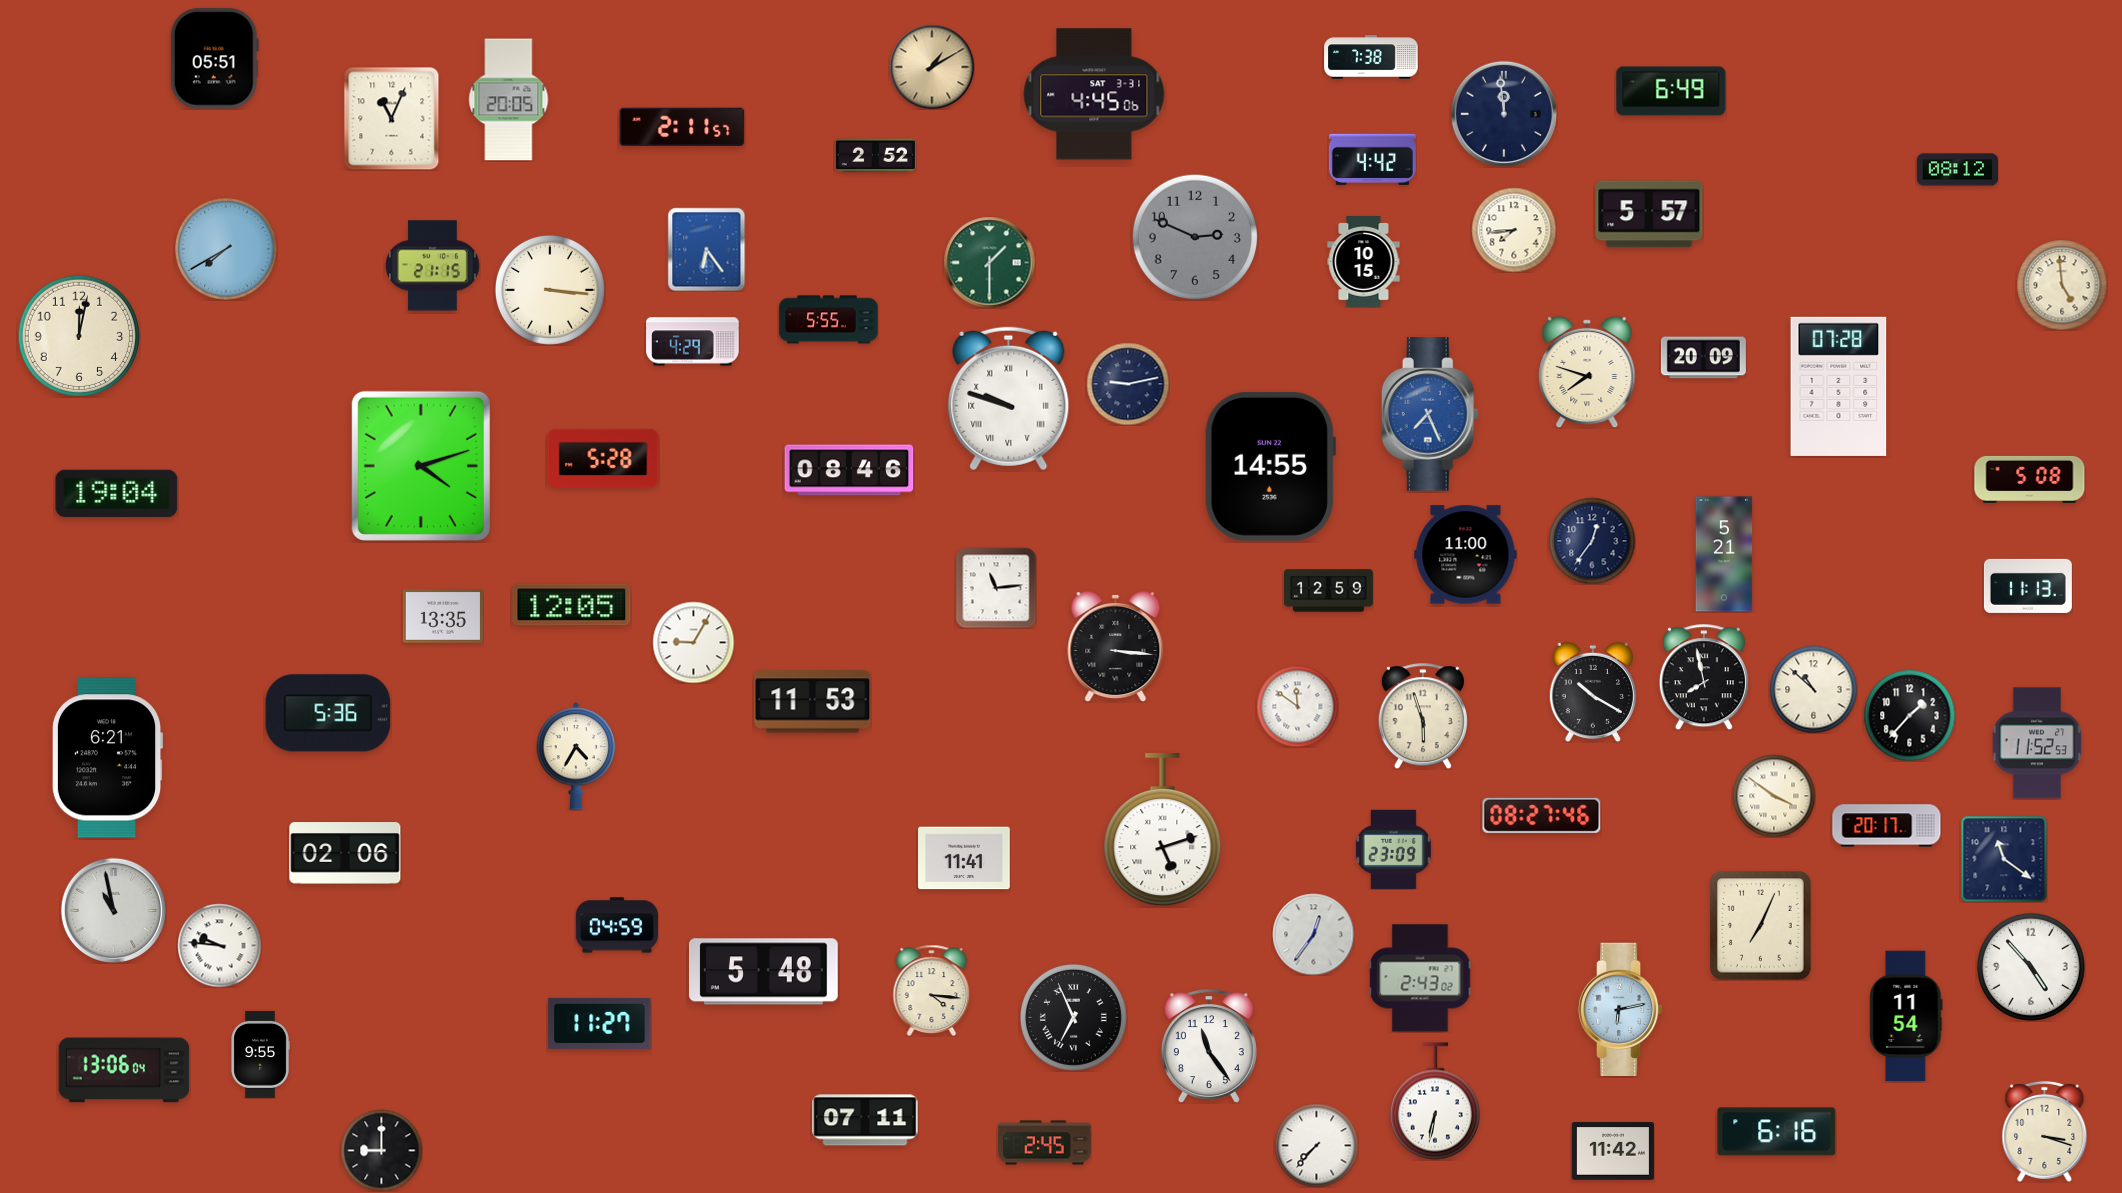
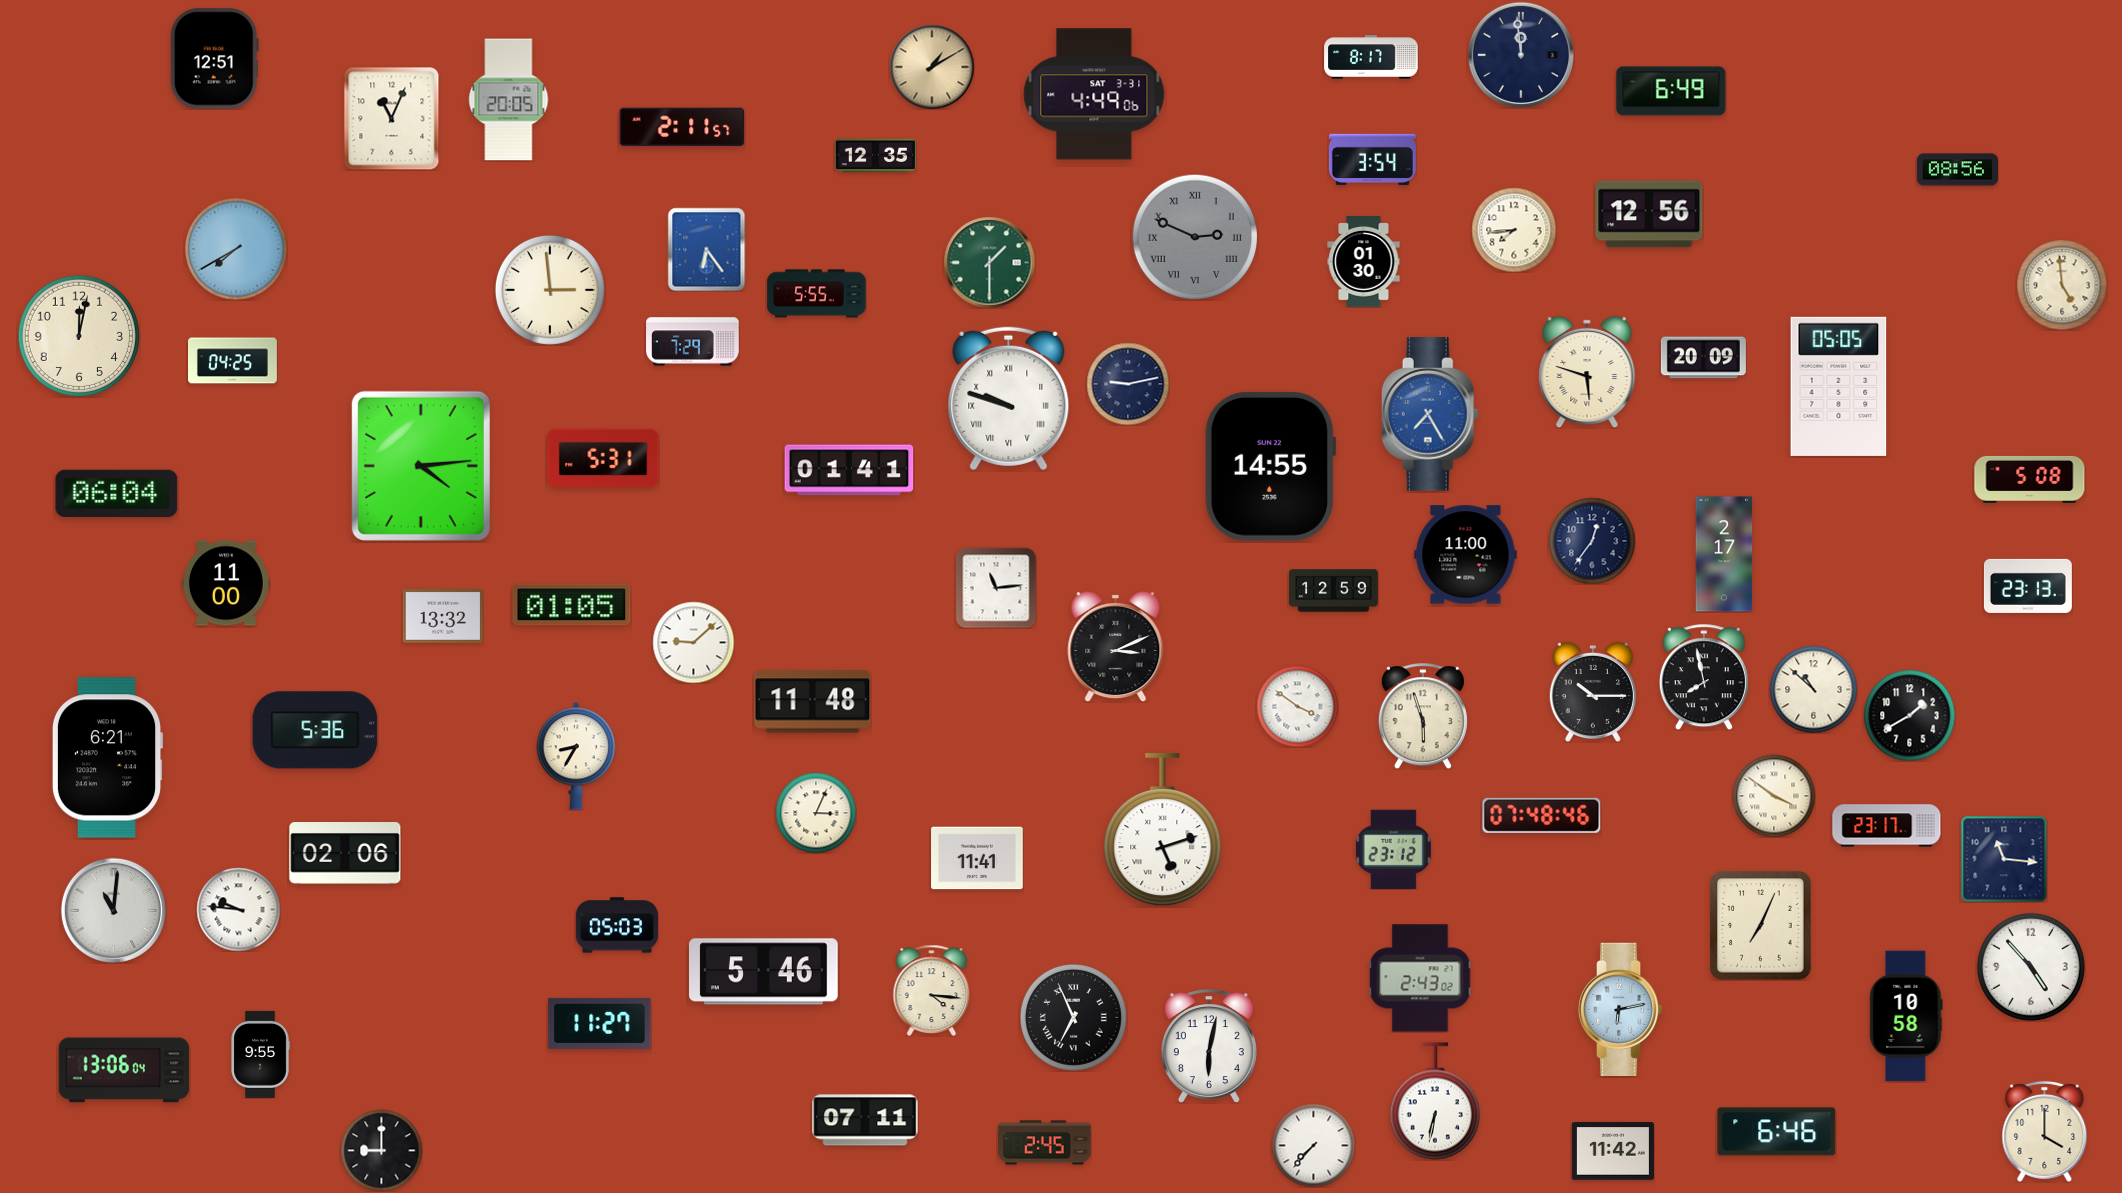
clock at (1371, 57): 7:38 -> 8:17
clock at (214, 59): 05:51 -> 12:51
clock at (1094, 94): 4:45 -> 4:49
clock at (1504, 114) position: (1504, 114) -> (1521, 55)
clock at (875, 156): 2:52 -> 12:35
clock at (1372, 159): 4:42 -> 3:54
clock at (1957, 170): 08:12 -> 08:56
clock at (1649, 214): 5:57 -> 12:56
clock at (1195, 237) numerals: Arabic -> Roman
clock at (226, 249) position: (226, 249) -> (236, 249)
clock at (1364, 262): 10:15 -> 01:30
clock at (433, 266): 21:15 -> none
clock at (550, 290): 3:16 -> 2:59
clock at (829, 320) position: (829, 320) -> (817, 294)
clock at (693, 342): 4:29 -> 7:29
clock at (233, 361): none -> 04:25
clock at (1587, 372): 7:48 -> 5:48
clock at (1839, 386): 07:28 -> 05:05
clock at (1430, 414): 7:26 -> 7:25
clock at (603, 458): 5:28 -> 5:31
clock at (421, 466): 4:12 -> 4:14
clock at (849, 470): 08:46 -> 01:41
clock at (117, 493): 19:04 -> 06:04
clock at (1724, 554): 5:21 -> 2:17
clock at (226, 583): none -> 11:00
clock at (2028, 586): 11:13 -> 23:13
clock at (1329, 591) position: (1329, 591) -> (1334, 591)
clock at (572, 605): 12:05 -> 01:05
clock at (443, 617): 13:35 -> 13:32
clock at (693, 642): 9:05 -> 9:08
clock at (1116, 646): 3:16 -> 3:11
clock at (1593, 692): 10:20 -> 10:15
clock at (813, 702): 11:53 -> 11:48
clock at (1297, 706): 11:51 -> 3:51
clock at (328, 713) position: (328, 713) -> (315, 730)
clock at (1909, 715): 1:37 -> 1:40
clock at (2037, 743): 11:52 -> none
clock at (576, 756): 4:35 -> 8:35
clock at (816, 813): none -> 3:04
clock at (1542, 815): 08:27 -> 07:48
clock at (1887, 826): 20:17 -> 23:17
clock at (1393, 849): 23:09 -> 23:12
clock at (964, 858) position: (964, 858) -> (977, 858)
clock at (2004, 859): 11:21 -> 11:16
clock at (113, 910): 10:58 -> 11:01
clock at (617, 925): 04:59 -> 05:03
clock at (1313, 934): 12:36 -> none
clock at (219, 945) position: (219, 945) -> (238, 909)
clock at (764, 972): 5:48 -> 5:46
clock at (1906, 1016): 11:54 -> 10:58
clock at (1209, 1046): 11:24 -> 6:02
clock at (2045, 1131): 3:18 -> 4:00
clock at (1777, 1132): 6:16 -> 6:46
clock at (1316, 1145) position: (1316, 1145) -> (1313, 1145)
